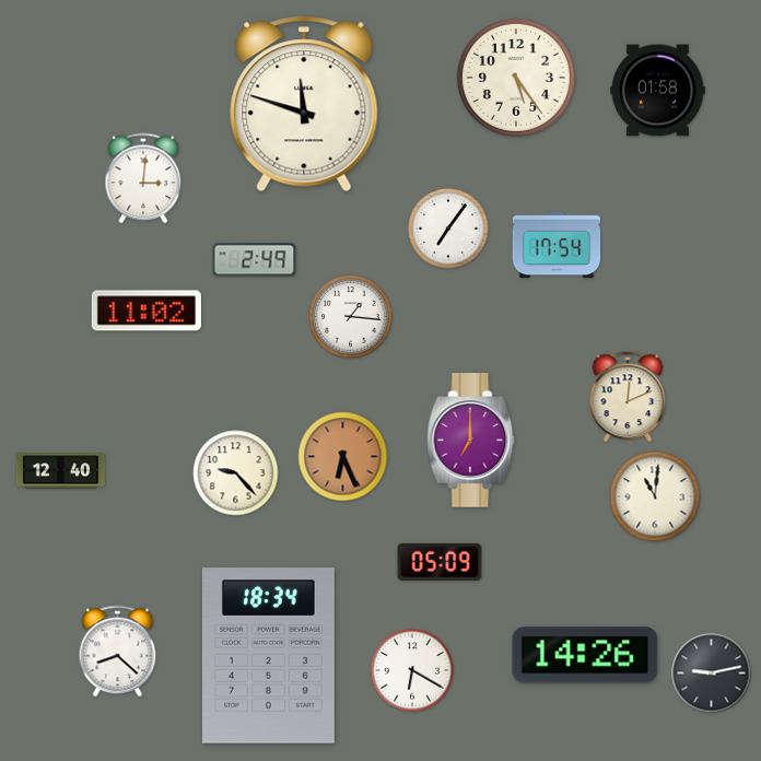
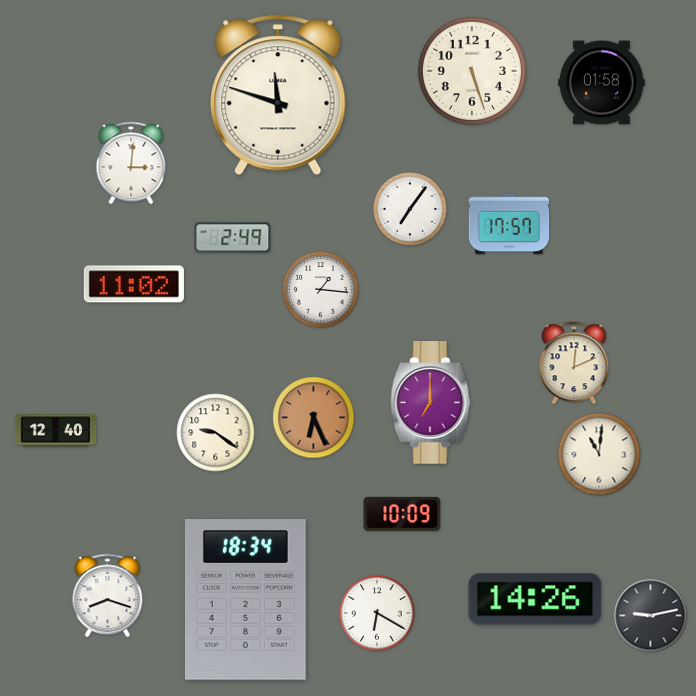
clock at (516, 78): 5:24 -> 5:27
clock at (557, 245): 17:54 -> 17:57
clock at (236, 473): 9:23 -> 9:21
clock at (440, 562): 05:09 -> 10:09
clock at (118, 652): 8:22 -> 8:18
